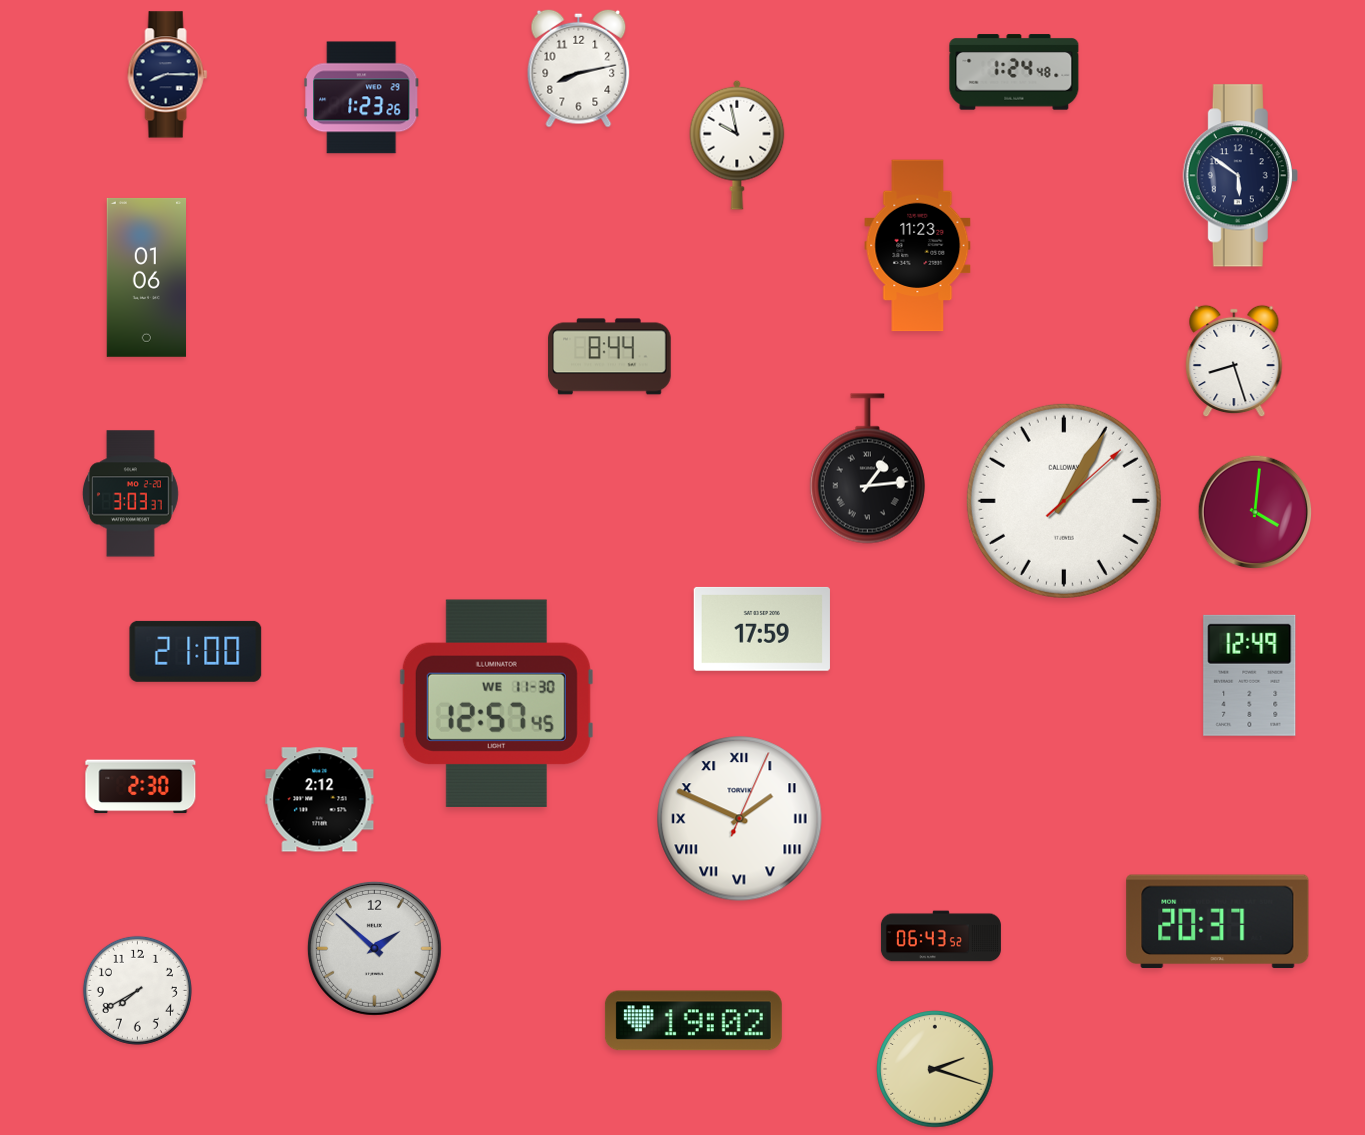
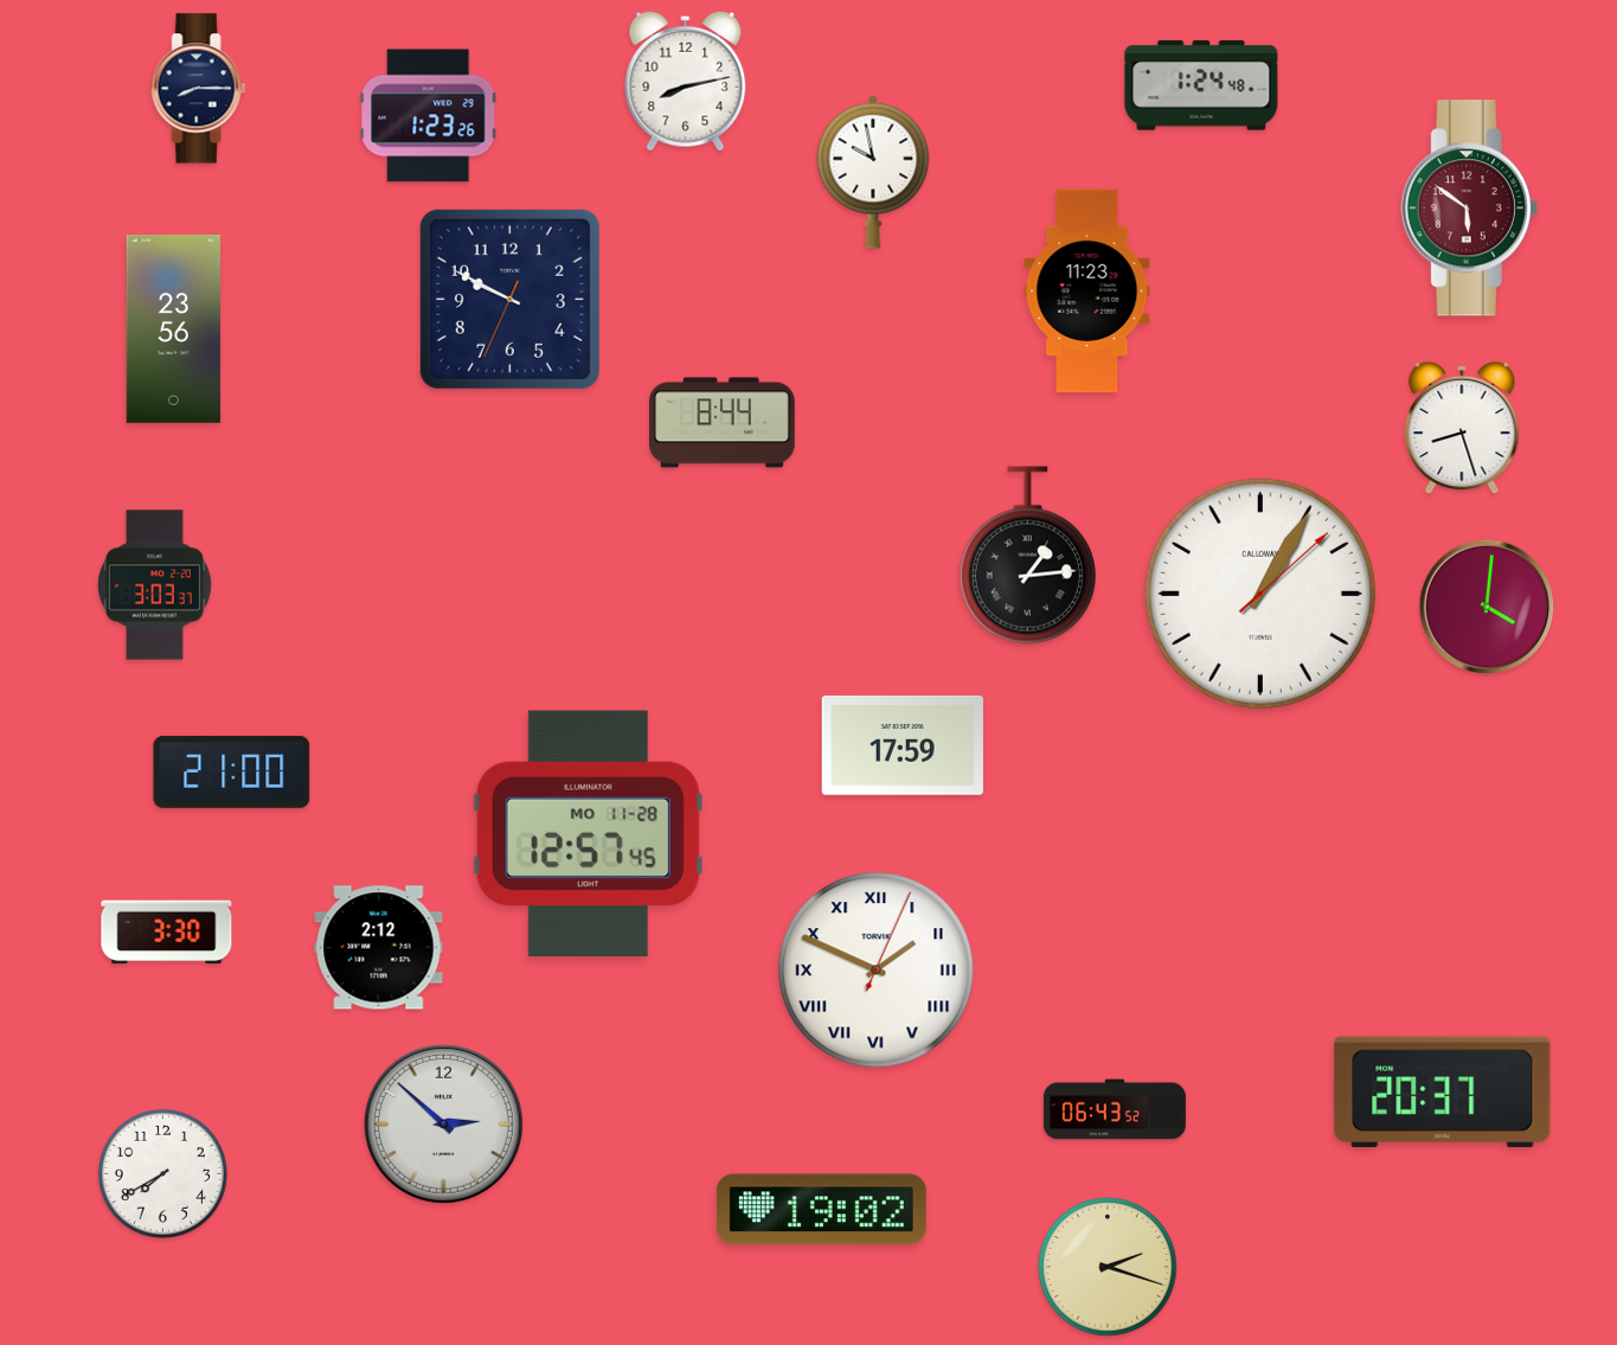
clock at (1240, 176) dial: navy -> burgundy
clock at (509, 299): none -> 9:49
clock at (146, 277): 01:06 -> 23:56
clock at (1250, 675): 12:49 -> none
clock at (496, 703) date: WE 11-30 -> MO 11-28
clock at (141, 787): 2:30 -> 3:30
clock at (374, 948): 1:52 -> 2:52
